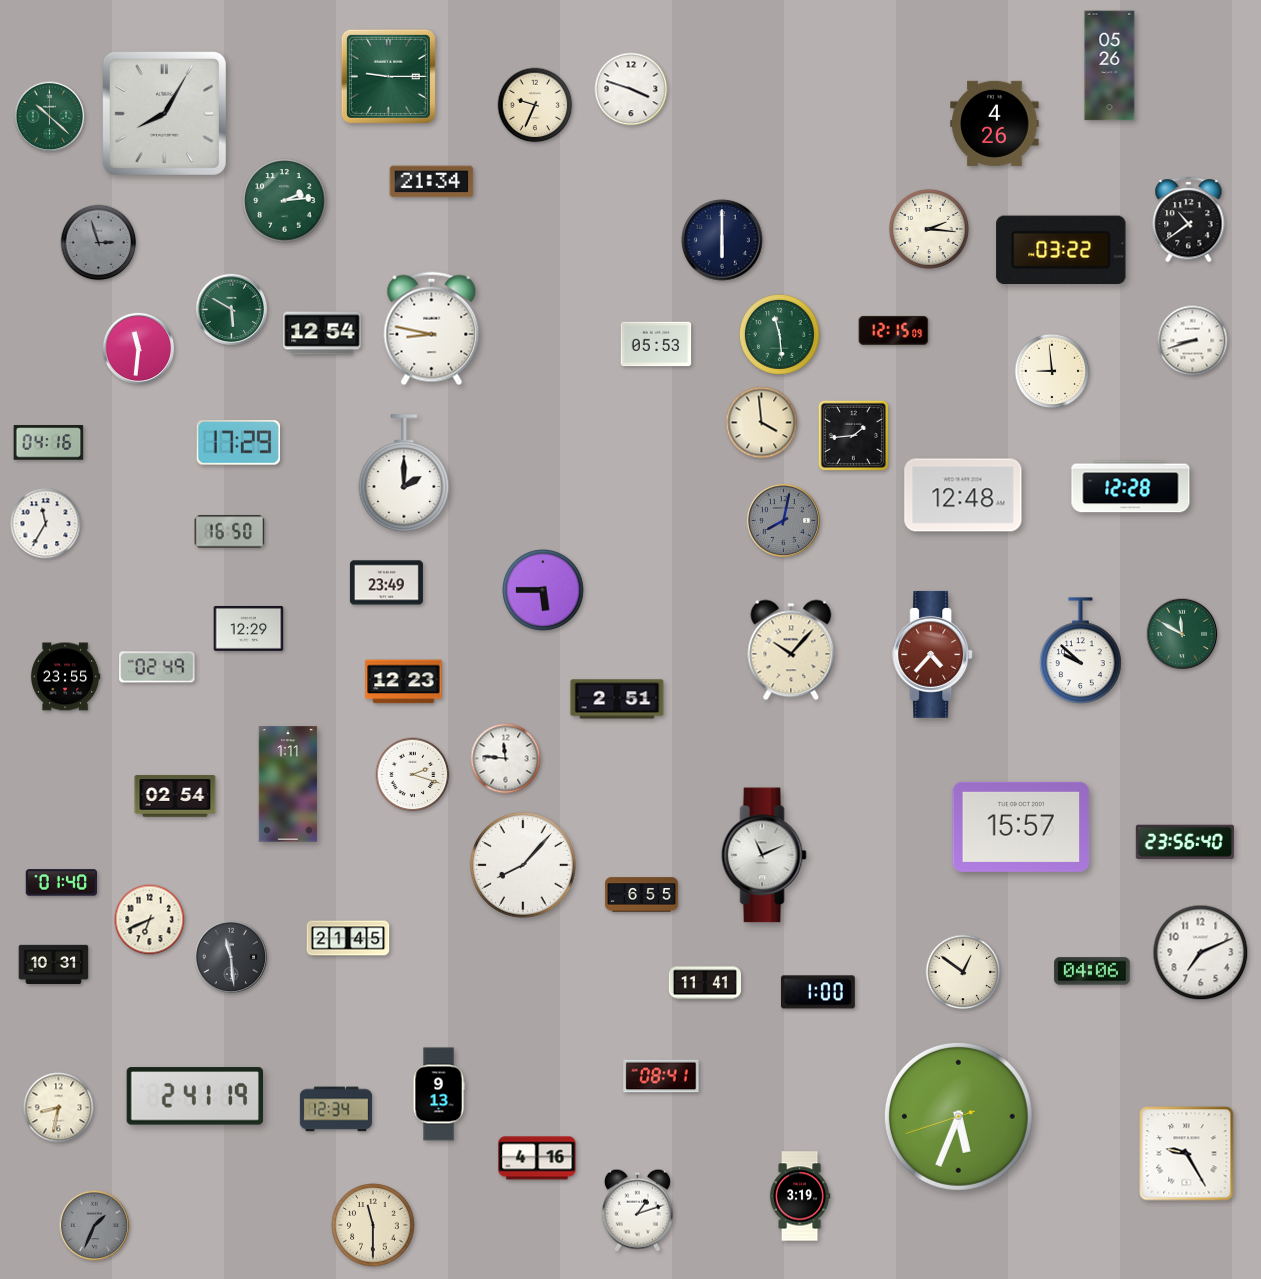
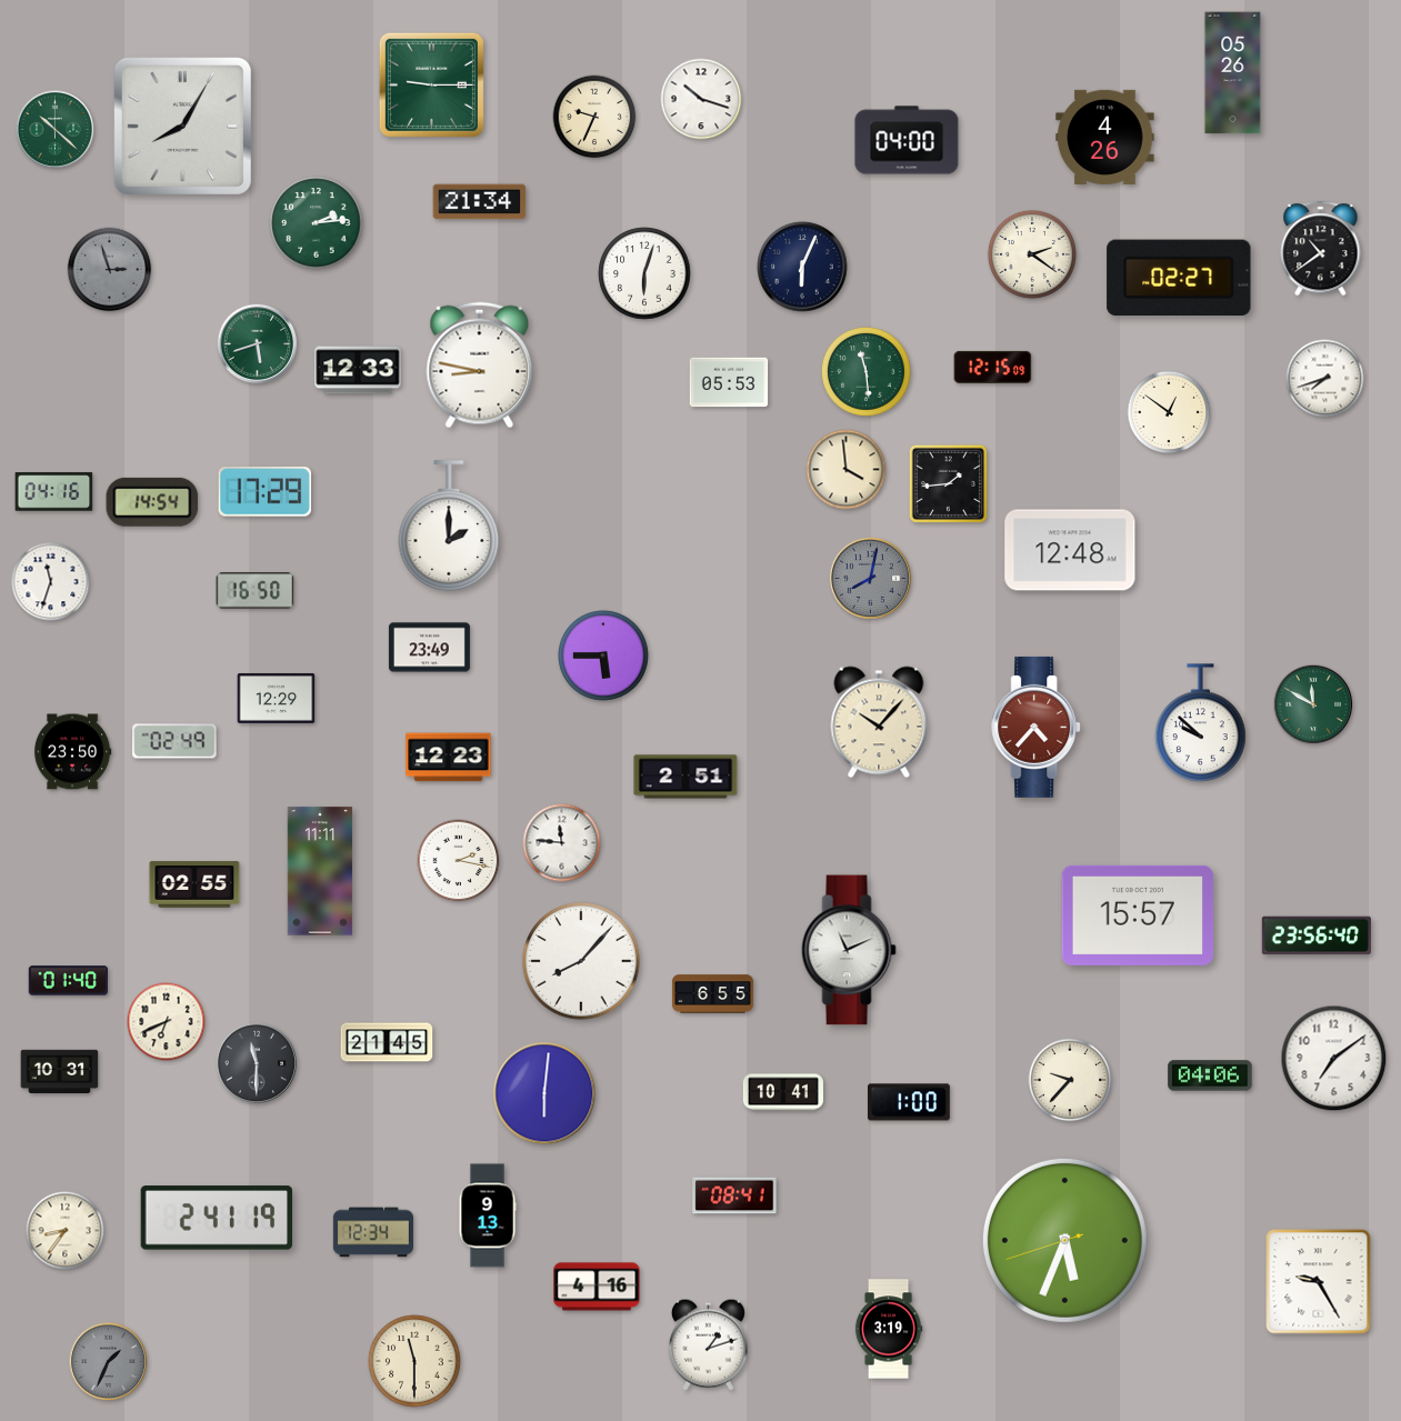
clock at (631, 89): 3:48 -> 10:18
clock at (907, 140): none -> 04:00
clock at (1189, 220) position: (1189, 220) -> (1321, 249)
clock at (929, 229): 2:16 -> 2:21
clock at (722, 240): 6:00 -> 6:04
clock at (644, 273): none -> 6:03
clock at (1061, 249): 03:22 -> 02:27
clock at (232, 310): 5:50 -> 5:42
clock at (322, 333): 12:54 -> 12:33
clock at (1193, 341): 8:42 -> 7:42
clock at (139, 349): 11:31 -> none
clock at (1052, 371): 8:59 -> 12:51
clock at (152, 502): none -> 14:54
clock at (1131, 487): 12:28 -> none
clock at (46, 524): 11:35 -> 11:33
clock at (65, 677): 23:55 -> 23:50
clock at (413, 775): 2:18 -> 2:17
clock at (288, 784): 1:11 -> 11:11
clock at (175, 796): 02:54 -> 02:55
clock at (1021, 827) position: (1021, 827) -> (1138, 915)
clock at (1201, 953): 7:11 -> 7:09
clock at (230, 957): 11:29 -> 11:30
clock at (1092, 971) position: (1092, 971) -> (1210, 1075)
clock at (963, 972): 12:51 -> 9:37
clock at (705, 983): 11:41 -> 10:41
clock at (544, 1093): none -> 6:01
clock at (59, 1108): 8:32 -> 8:36
clock at (95, 1226) position: (95, 1226) -> (109, 1362)
